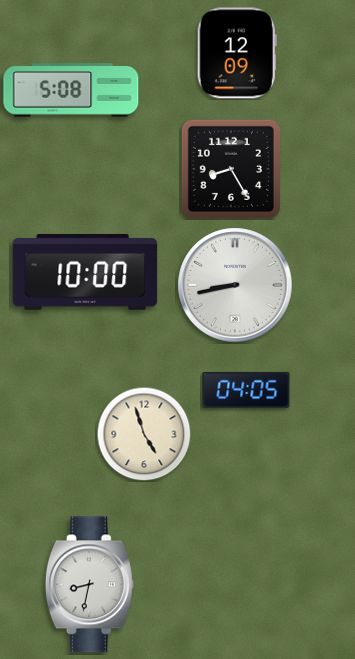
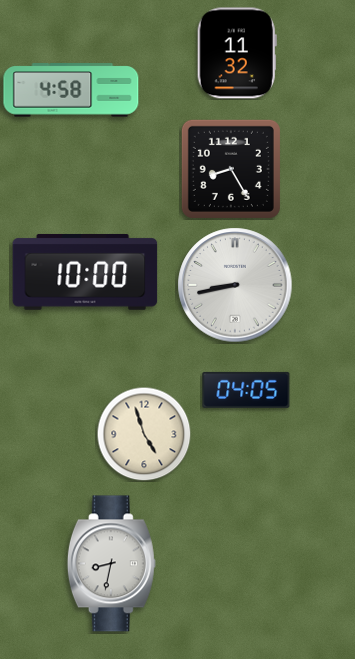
clock at (237, 53): 12:09 -> 11:32
clock at (71, 90): 5:08 -> 4:58
clock at (89, 585) position: (89, 585) -> (111, 564)
